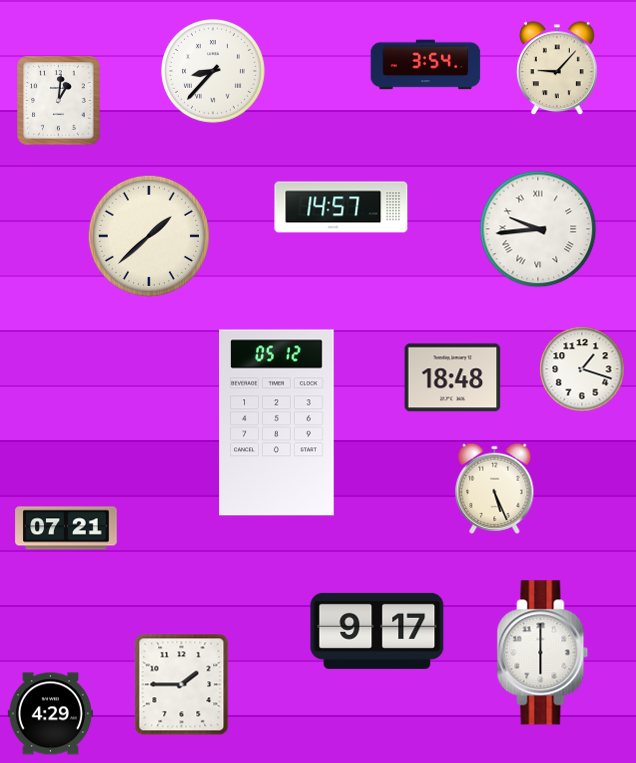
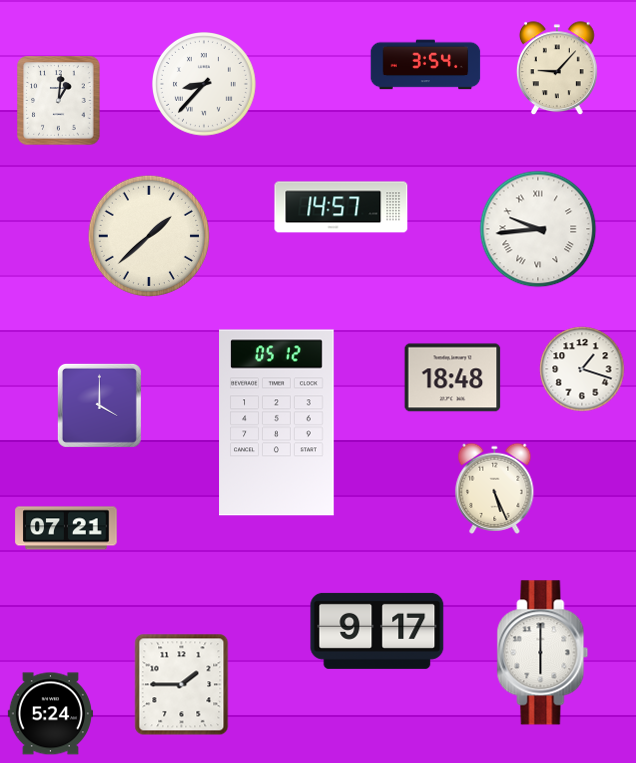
clock at (214, 72) position: (214, 72) -> (205, 85)
clock at (99, 405): none -> 4:00
clock at (50, 714): 4:29 -> 5:24
